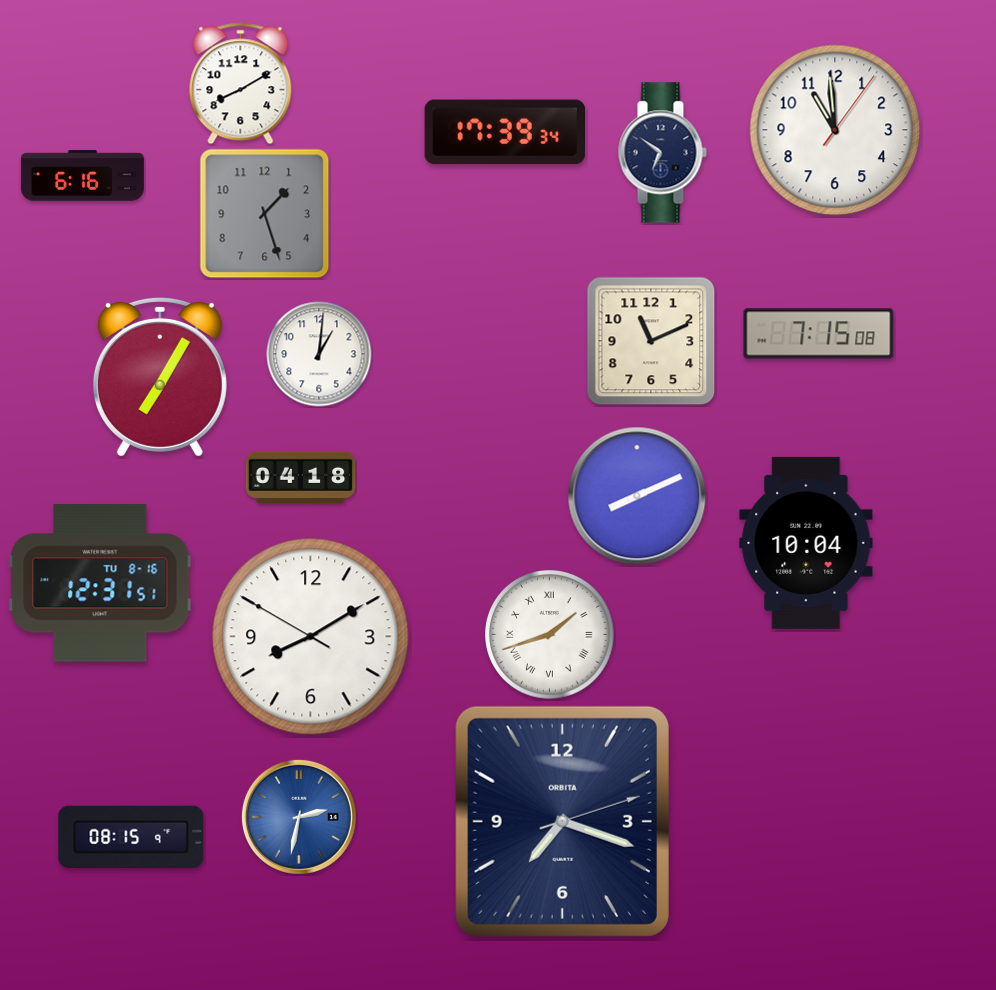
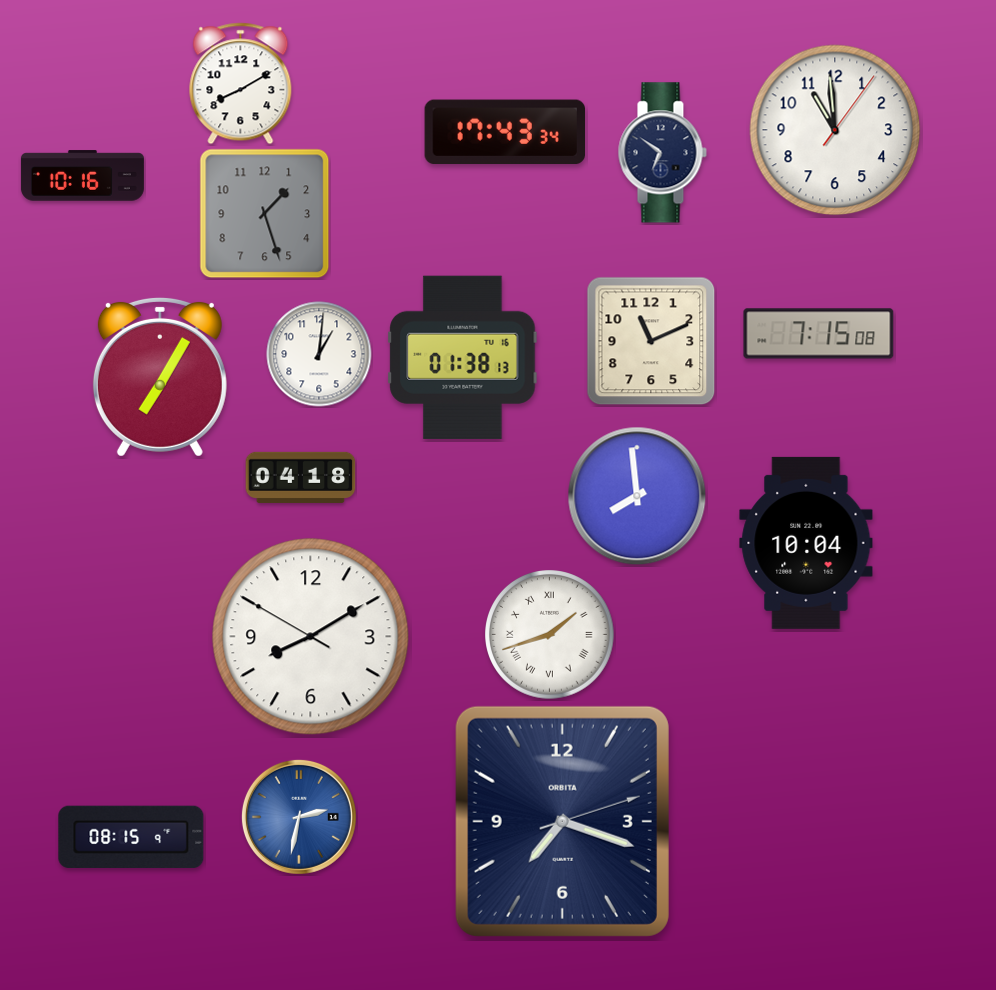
clock at (504, 132): 17:39 -> 17:43
clock at (82, 176): 6:16 -> 10:16
clock at (463, 357): none -> 01:38
clock at (637, 496): 8:11 -> 7:59
clock at (100, 583): 12:31 -> none
